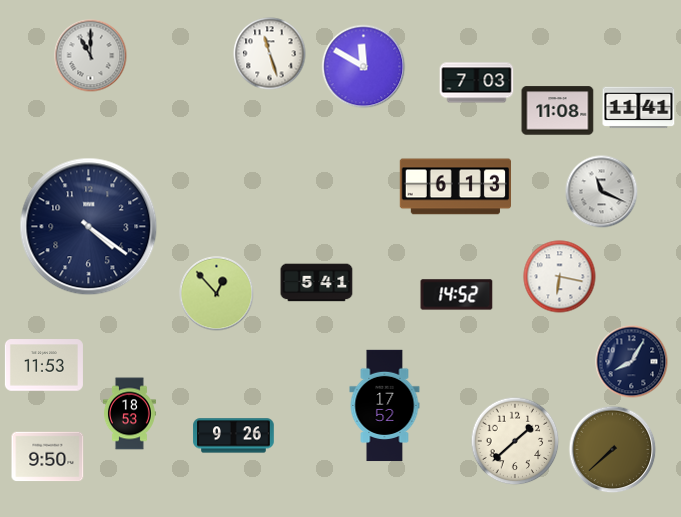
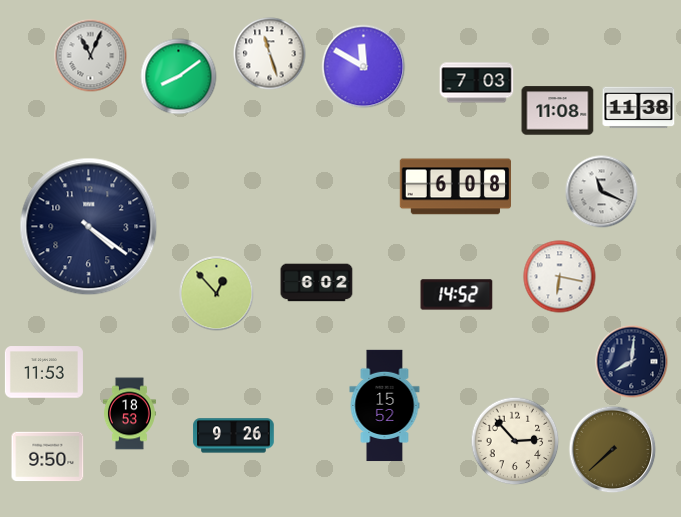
clock at (91, 56): 11:00 -> 11:04
clock at (179, 77): none -> 8:09
clock at (639, 108): 11:41 -> 11:38
clock at (455, 187): 6:13 -> 6:08
clock at (317, 283): 5:41 -> 6:02
clock at (632, 362): 8:05 -> 8:01
clock at (44, 365) position: (44, 365) -> (44, 372)
clock at (385, 406): 17:52 -> 15:52
clock at (515, 441): 1:38 -> 2:53
